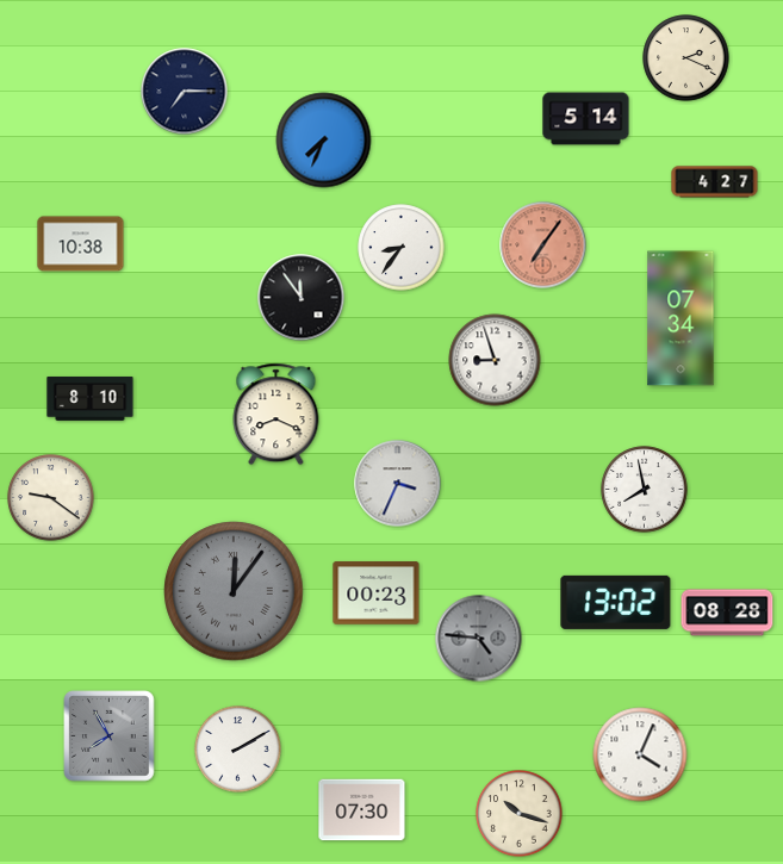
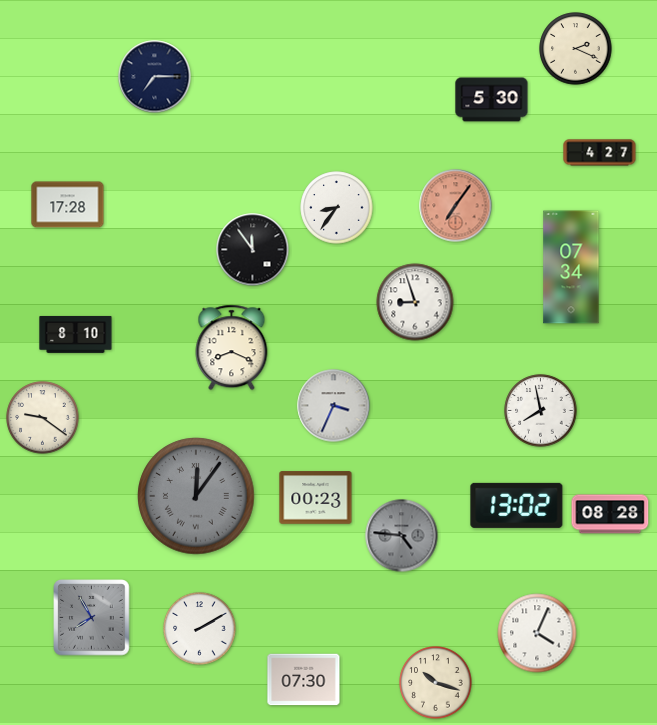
clock at (586, 119): 5:14 -> 5:30
clock at (324, 141): 7:34 -> none
clock at (81, 244): 10:38 -> 17:28
